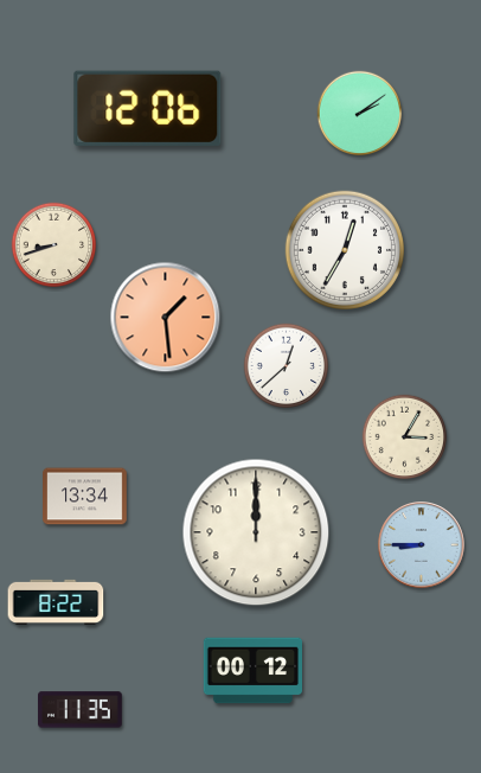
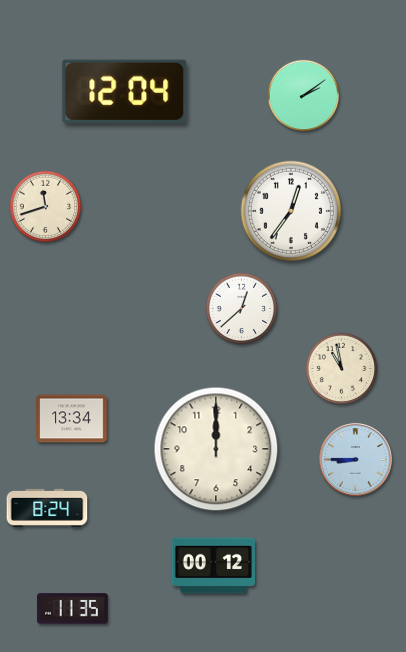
clock at (148, 108): 12:06 -> 12:04
clock at (54, 245): 8:42 -> 11:42
clock at (344, 249): 12:35 -> 12:36
clock at (166, 318): 1:29 -> none
clock at (405, 437): 3:05 -> 10:58
clock at (56, 602): 8:22 -> 8:24
clock at (81, 710) position: (81, 710) -> (73, 609)
